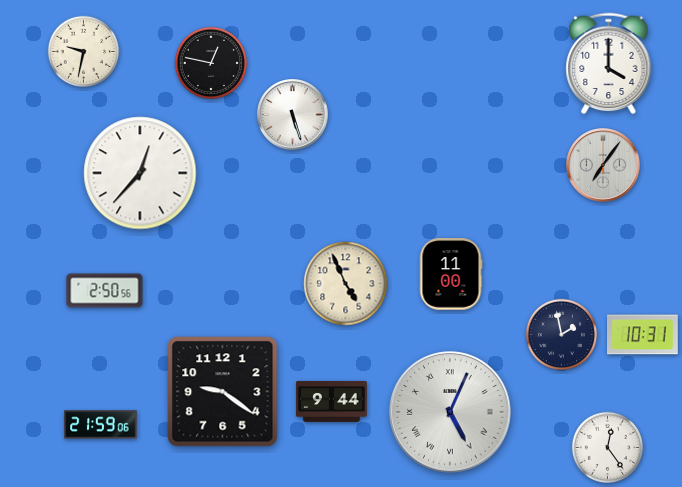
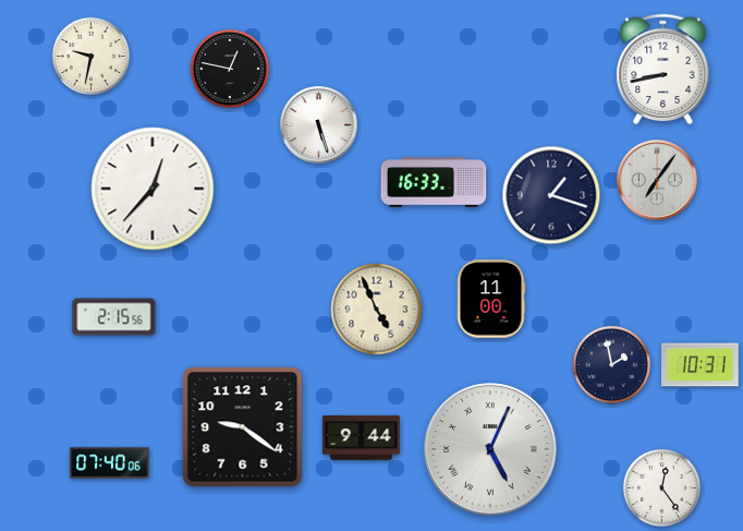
clock at (609, 64): 4:00 -> 8:43
clock at (434, 182): none -> 16:33
clock at (551, 195): none -> 1:18
clock at (105, 291): 2:50 -> 2:15
clock at (101, 425): 21:59 -> 07:40
